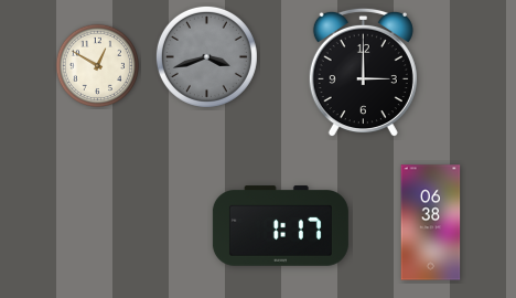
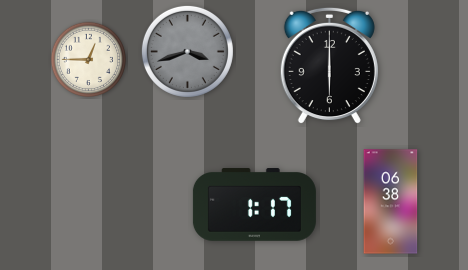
clock at (97, 65): 12:50 -> 12:45
clock at (363, 73): 3:00 -> 6:00
